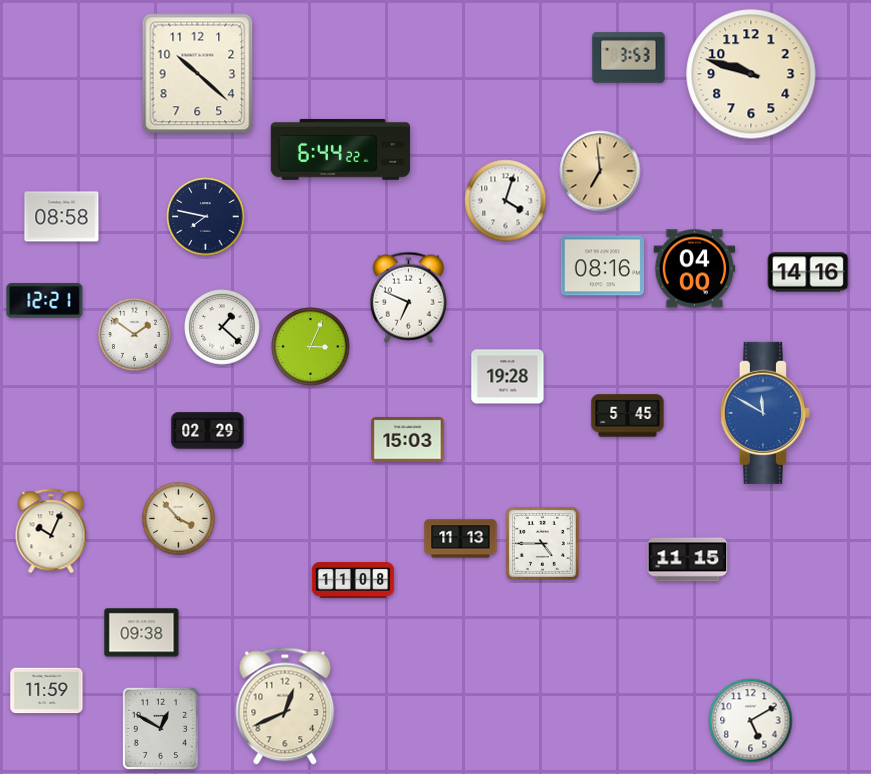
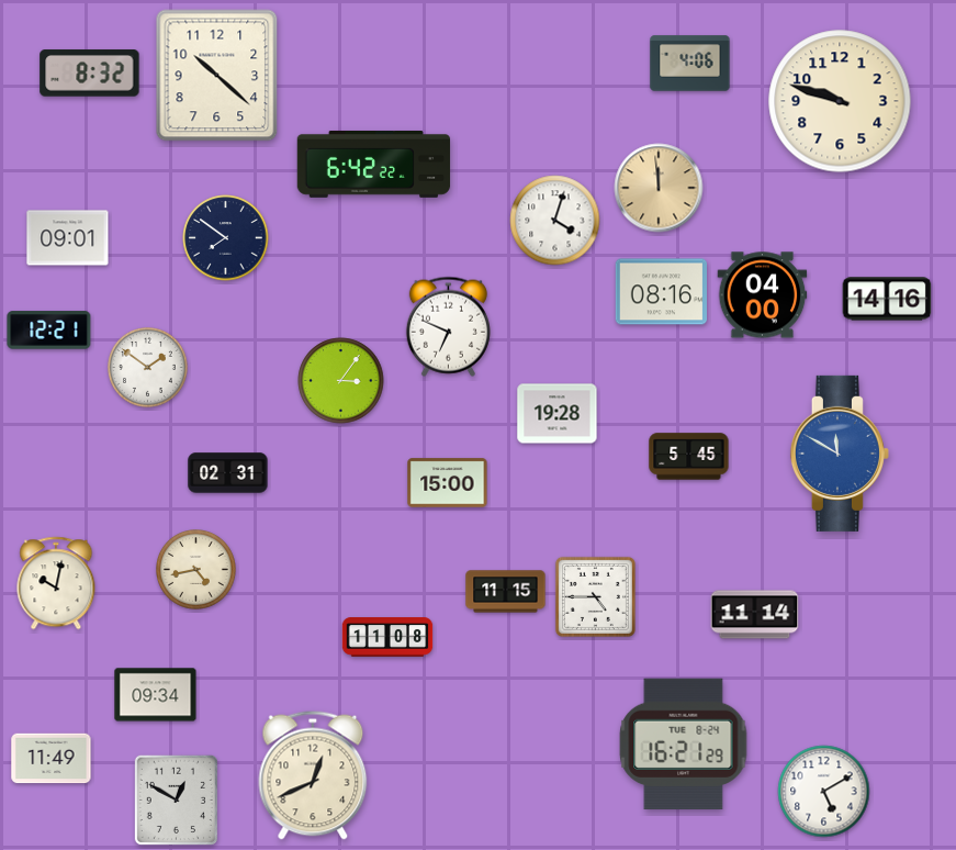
clock at (629, 58): 3:53 -> 4:06
clock at (90, 74): none -> 8:32
clock at (198, 74) position: (198, 74) -> (217, 76)
clock at (751, 74) position: (751, 74) -> (840, 101)
clock at (341, 149): 6:44 -> 6:42
clock at (600, 171): 6:59 -> 11:59
clock at (62, 217): 08:58 -> 09:01
clock at (206, 217): 7:47 -> 7:51
clock at (222, 327): 1:22 -> none
clock at (311, 347): 3:04 -> 3:06
clock at (208, 431): 02:29 -> 02:31
clock at (408, 440): 15:03 -> 15:00
clock at (179, 519): 3:53 -> 4:43
clock at (51, 531): 10:04 -> 10:02
clock at (461, 539): 11:13 -> 11:15
clock at (688, 560): 11:15 -> 11:14
clock at (142, 633): 09:38 -> 09:34
clock at (684, 745): none -> 16:21
clock at (47, 691): 11:59 -> 11:49
